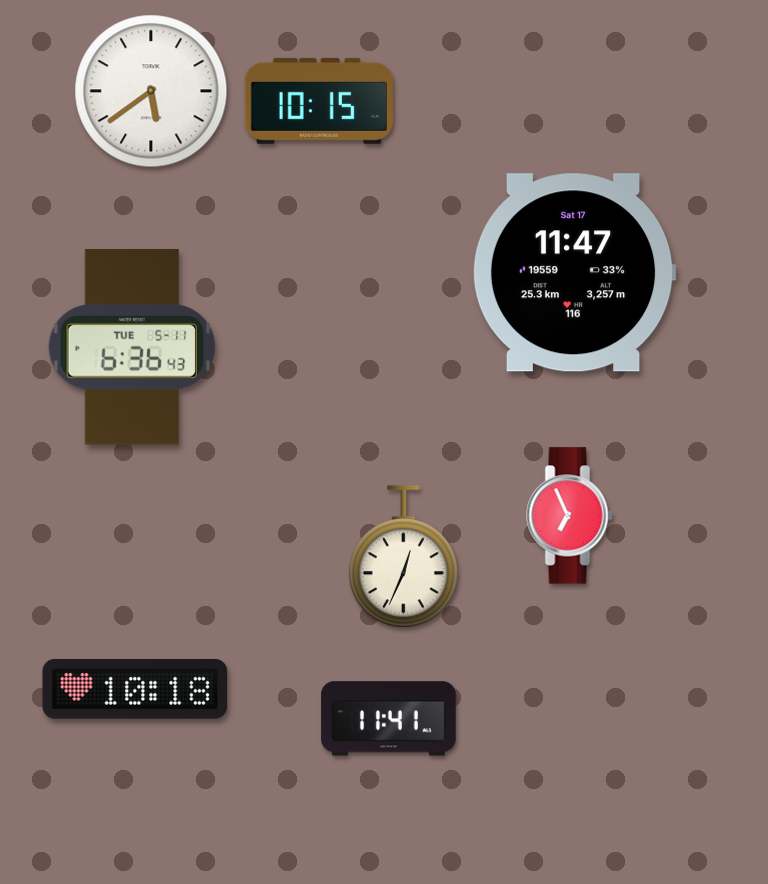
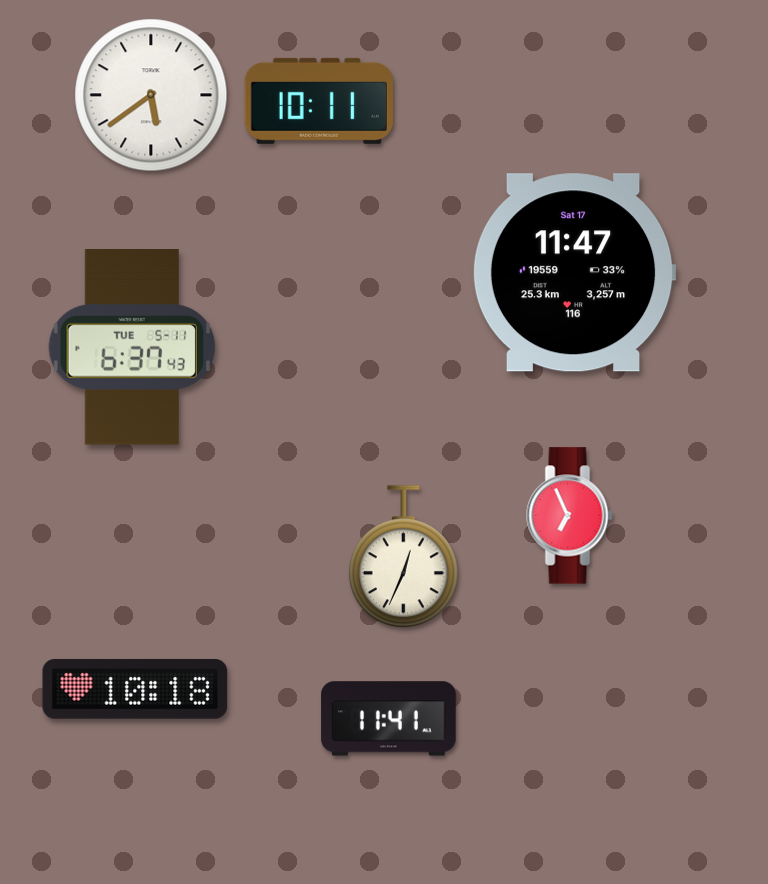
clock at (151, 91) position: (151, 91) -> (151, 95)
clock at (319, 101): 10:15 -> 10:11
clock at (131, 348): 6:36 -> 6:37
